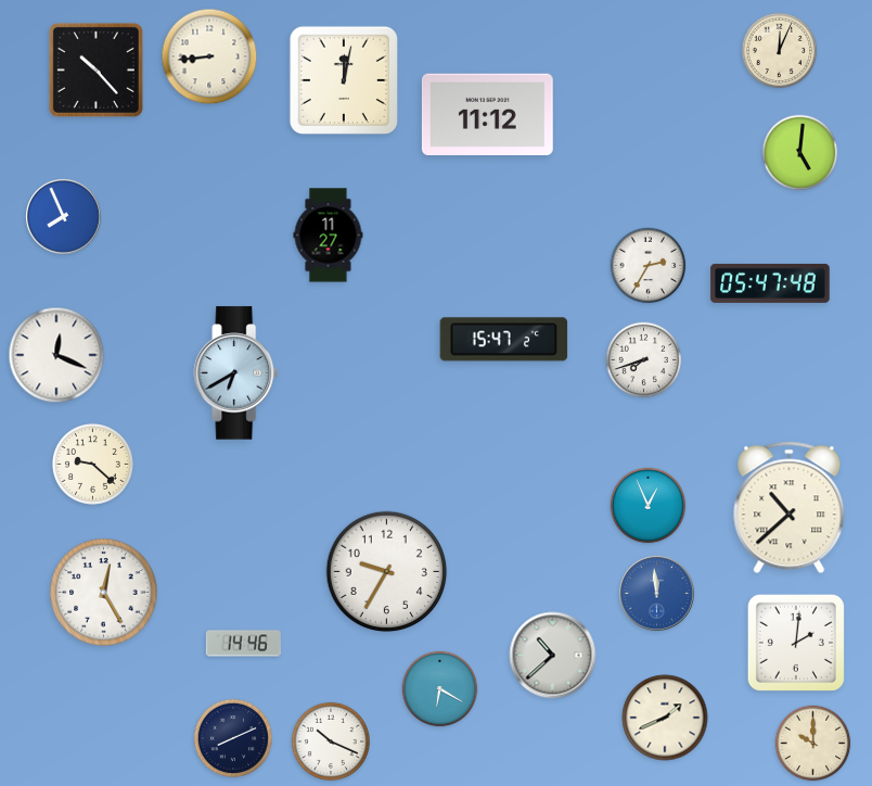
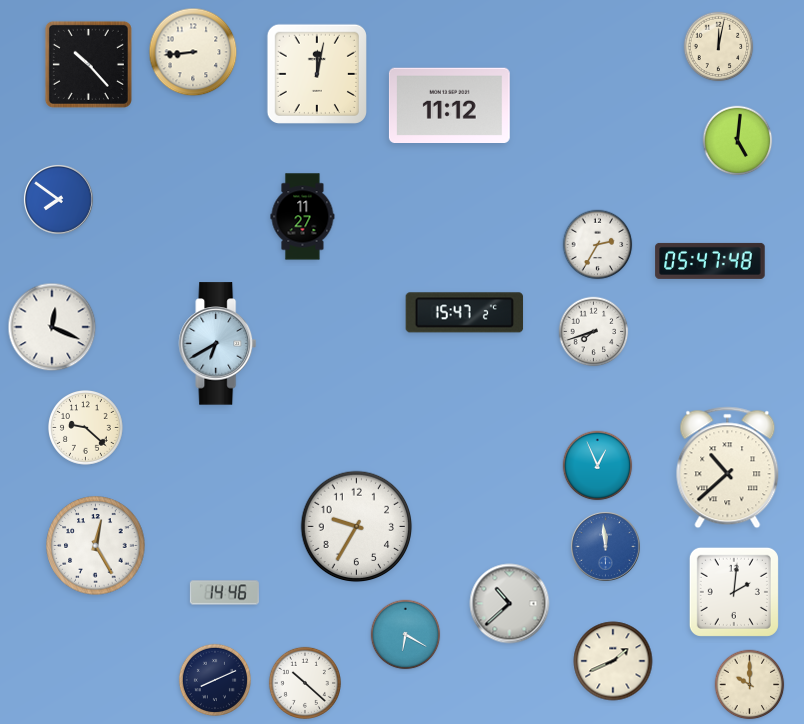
clock at (780, 51): 12:04 -> 12:02
clock at (63, 216): 7:56 -> 7:51
clock at (331, 741): 10:19 -> 10:22
